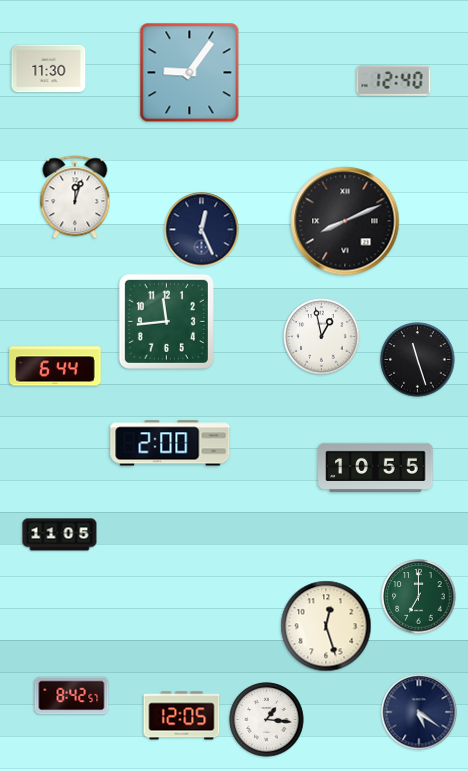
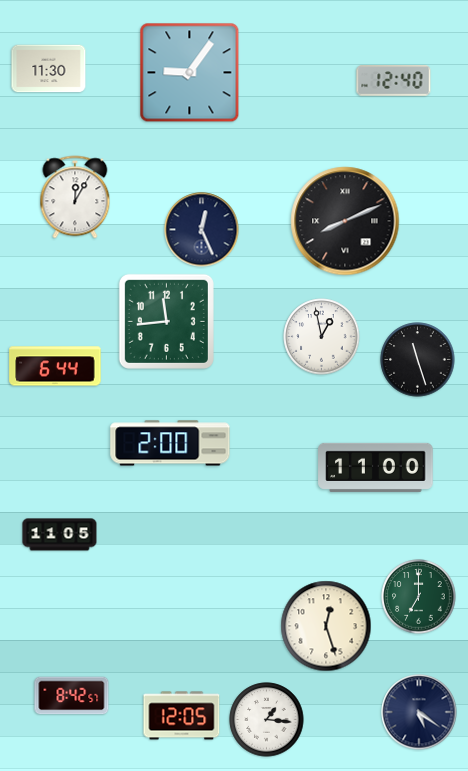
clock at (75, 197): 12:03 -> 12:05
clock at (376, 467): 10:55 -> 11:00
